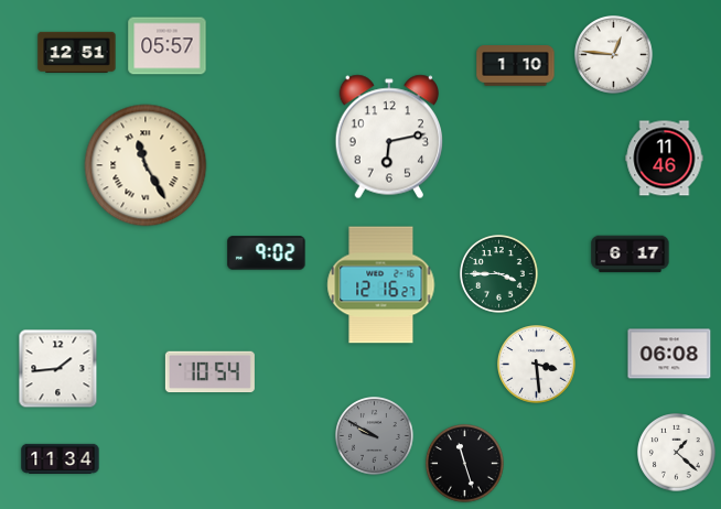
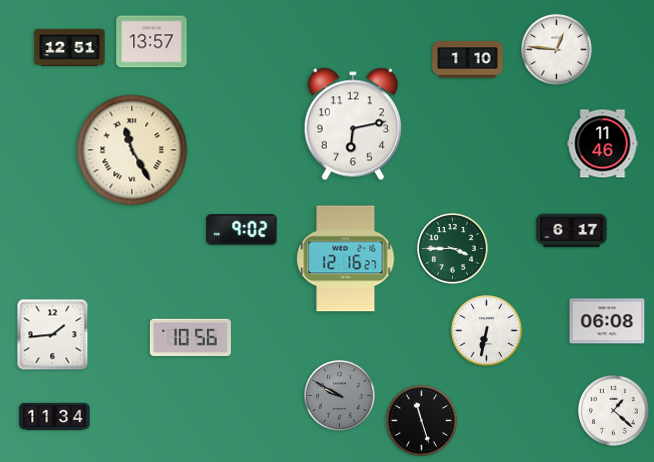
clock at (168, 46): 05:57 -> 13:57
clock at (537, 365): 3:29 -> 6:32
clock at (209, 372): 10:54 -> 10:56
